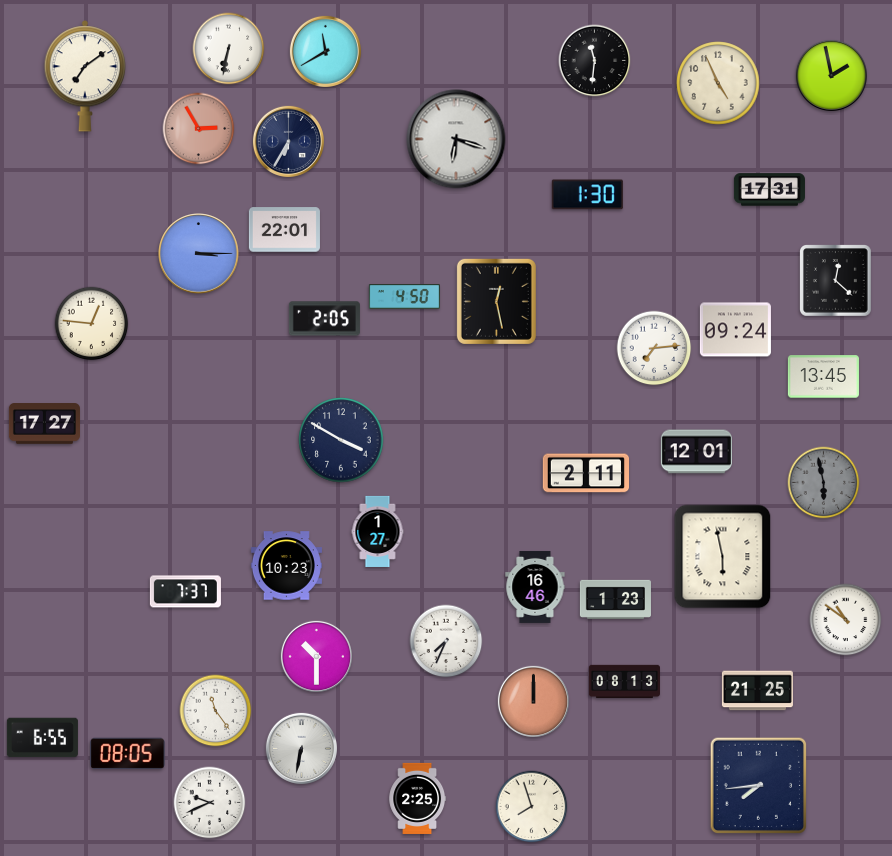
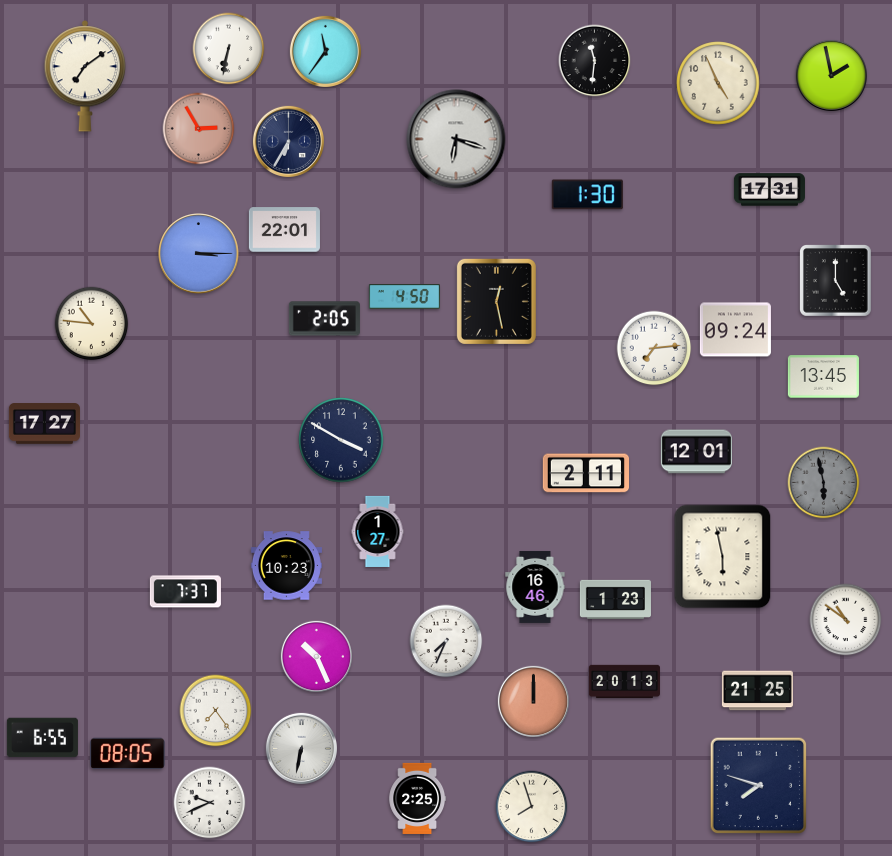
clock at (325, 51): 11:40 -> 11:36
clock at (836, 281): 12:22 -> 5:00
clock at (92, 324): 12:46 -> 10:46
clock at (316, 656): 10:30 -> 10:26
clock at (624, 682): 08:13 -> 20:13
clock at (216, 711): 11:24 -> 7:24
clock at (758, 785): 7:44 -> 7:48
